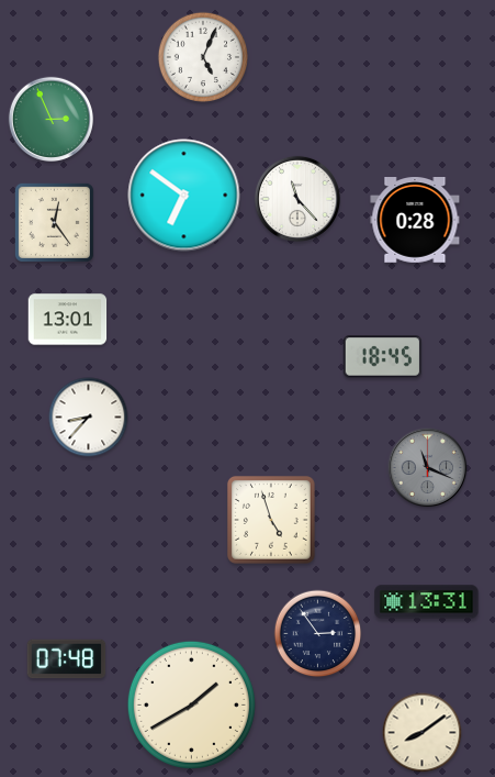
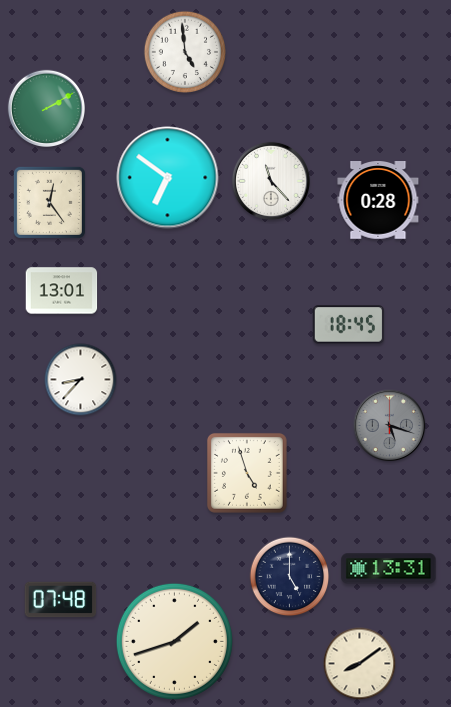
clock at (202, 56): 5:04 -> 4:59
clock at (50, 119): 2:56 -> 2:10
clock at (428, 468): 11:19 -> 5:18
clock at (427, 602) position: (427, 602) -> (389, 569)
clock at (318, 634): 2:54 -> 5:00
clock at (191, 704): 1:40 -> 1:42
clock at (423, 733) position: (423, 733) -> (360, 664)
